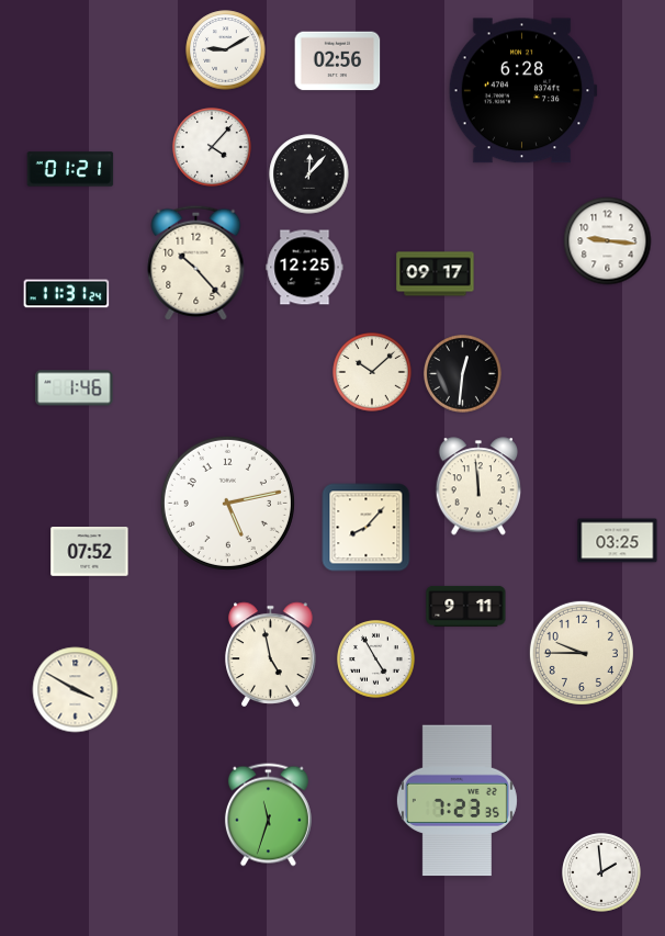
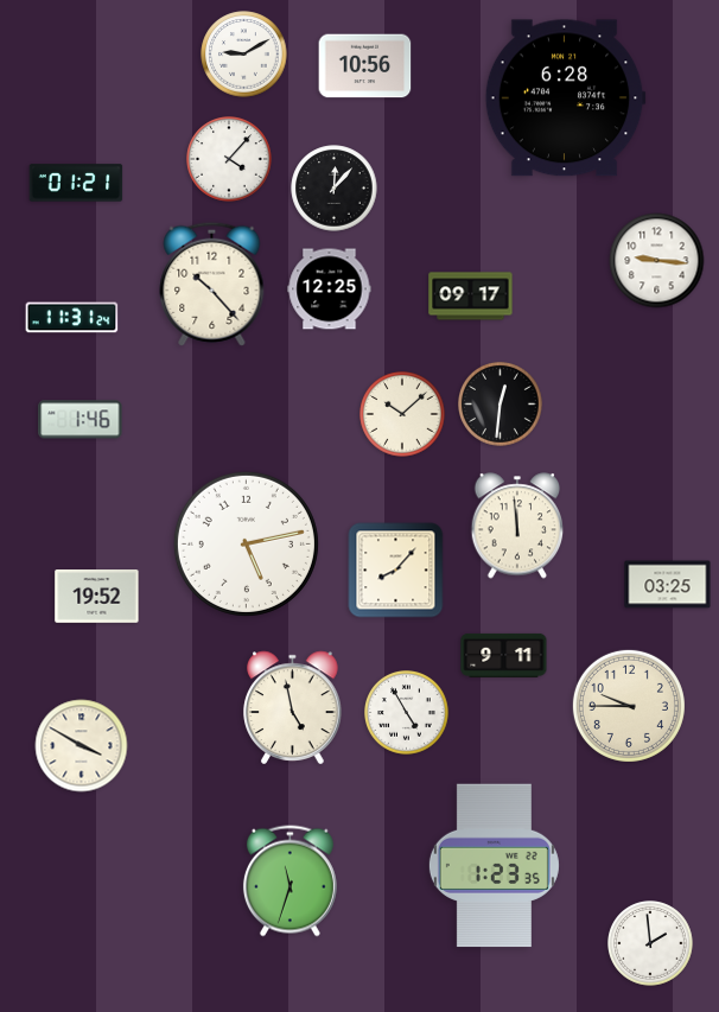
clock at (338, 61): 02:56 -> 10:56
clock at (372, 372) position: (372, 372) -> (402, 414)
clock at (90, 552): 07:52 -> 19:52
clock at (457, 801): 7:23 -> 1:23
